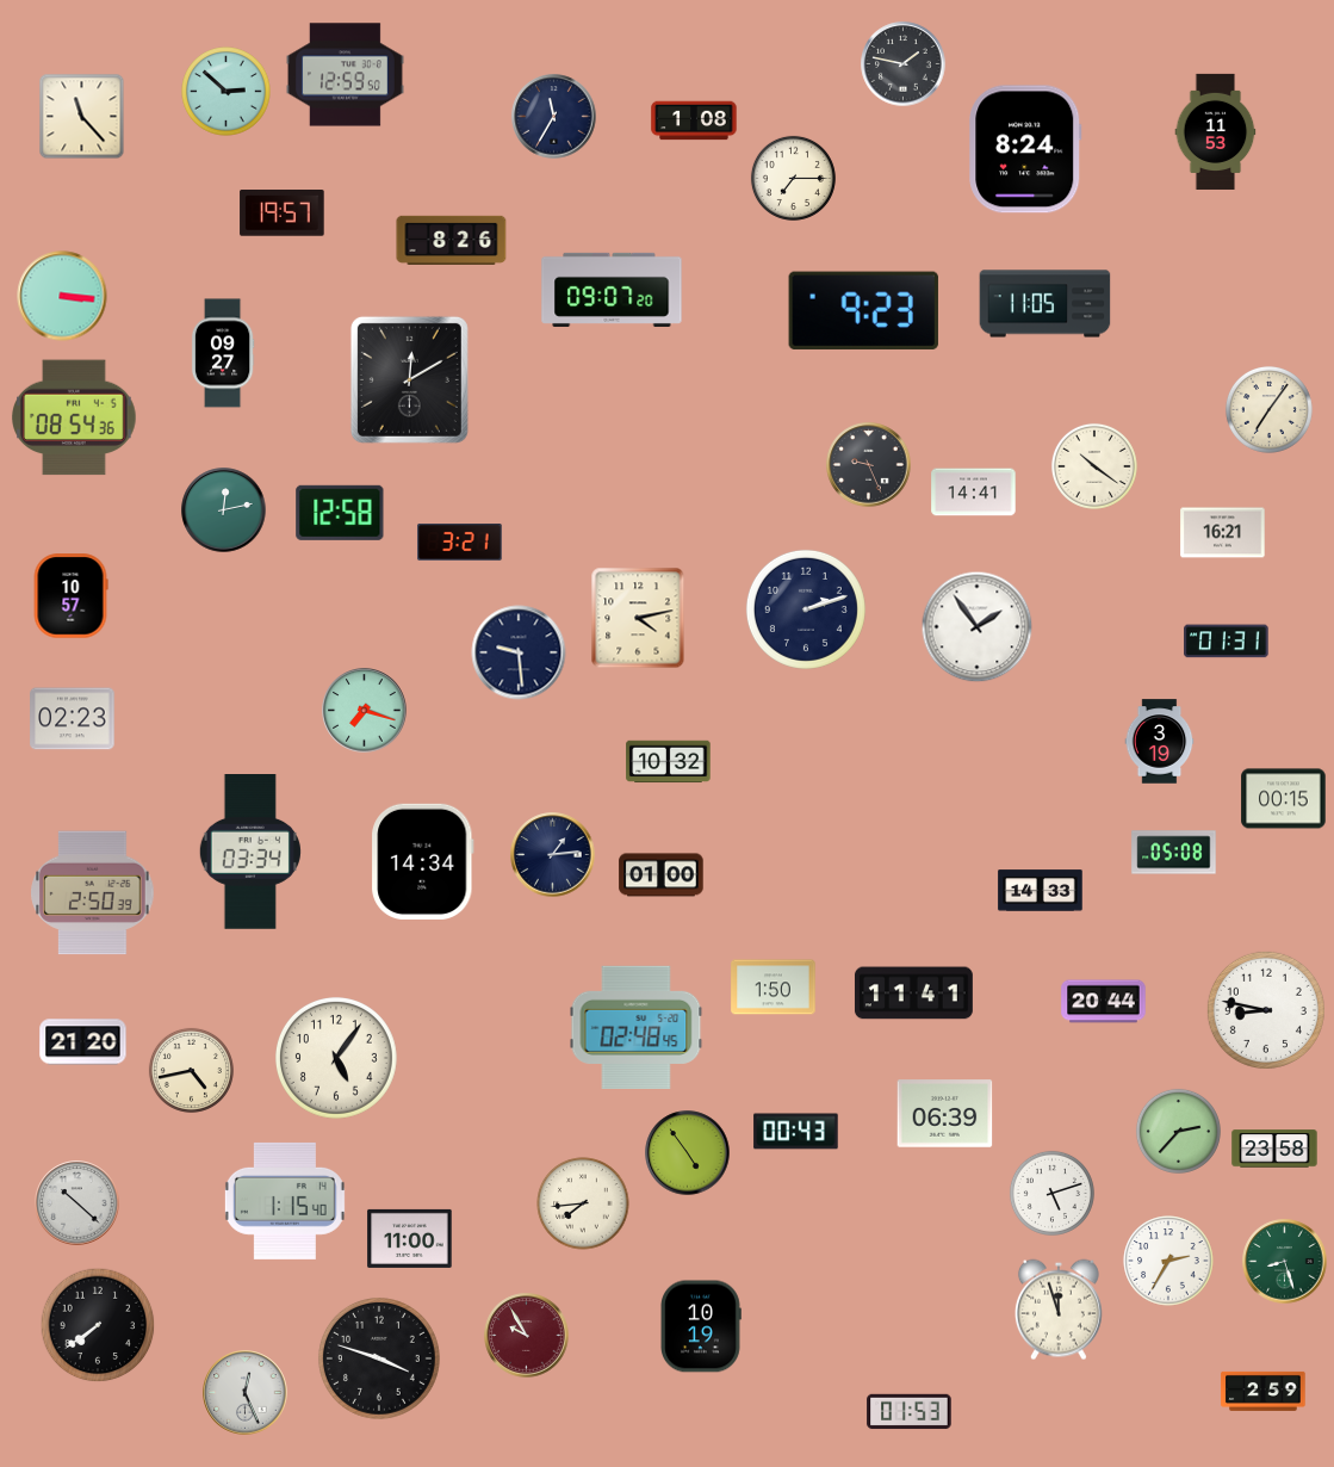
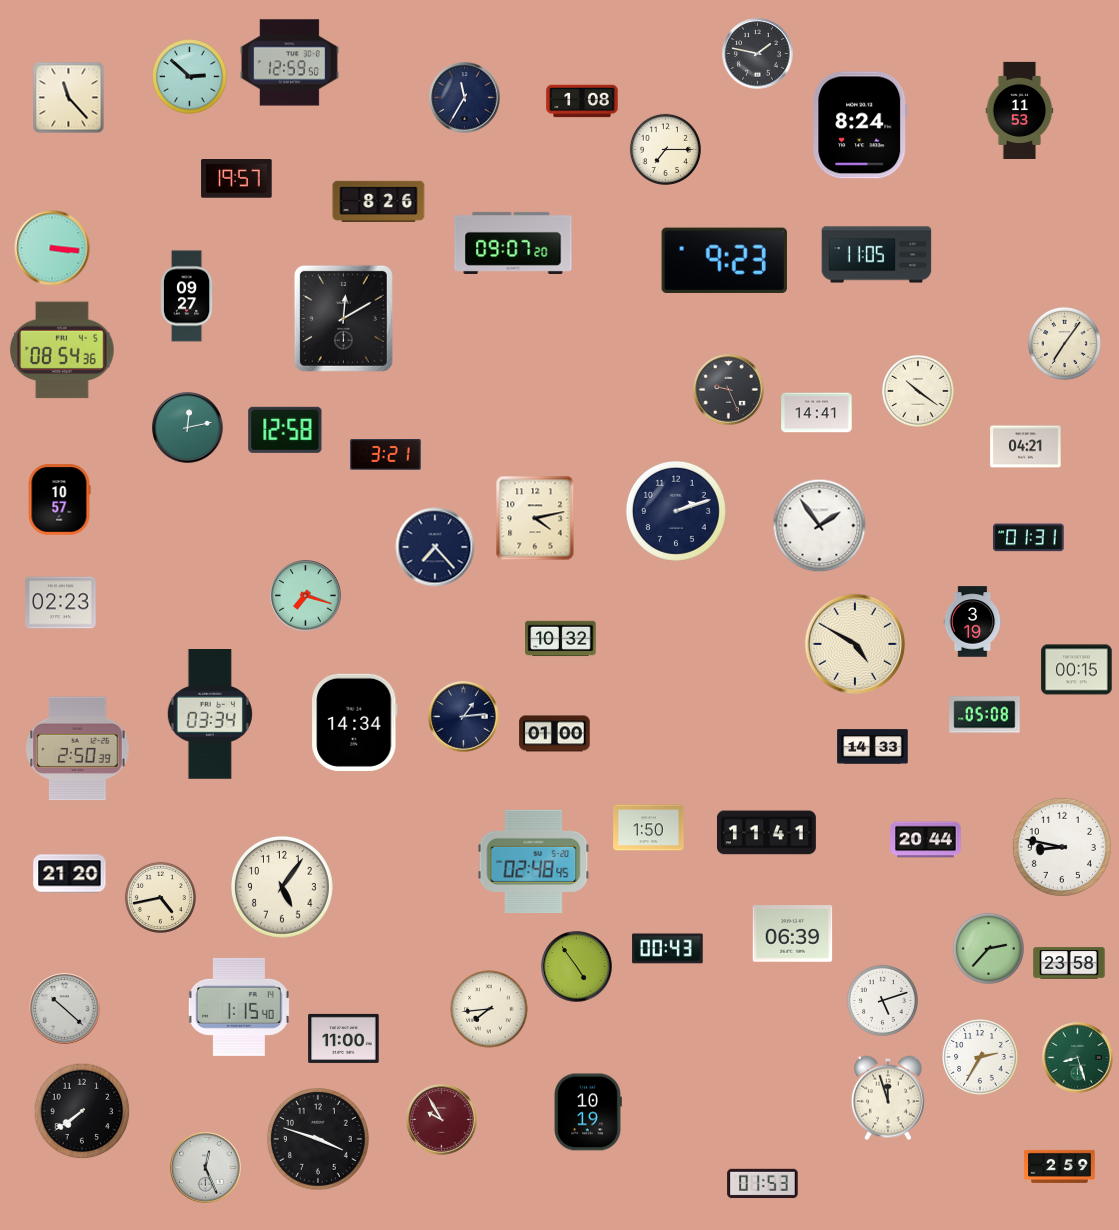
clock at (1223, 533): 16:21 -> 04:21
clock at (519, 652): 9:29 -> 7:23
clock at (854, 643): none -> 4:50
